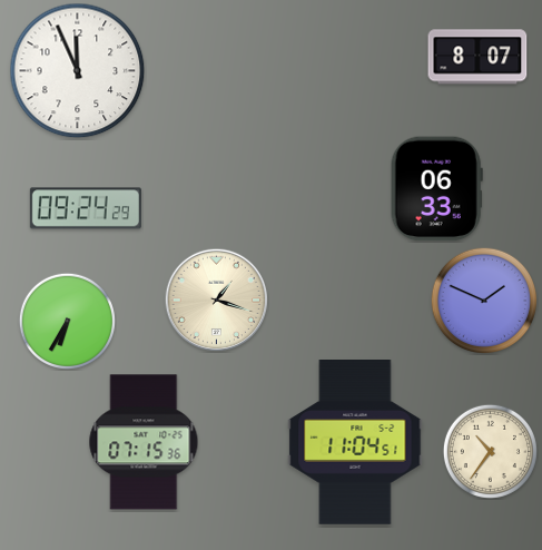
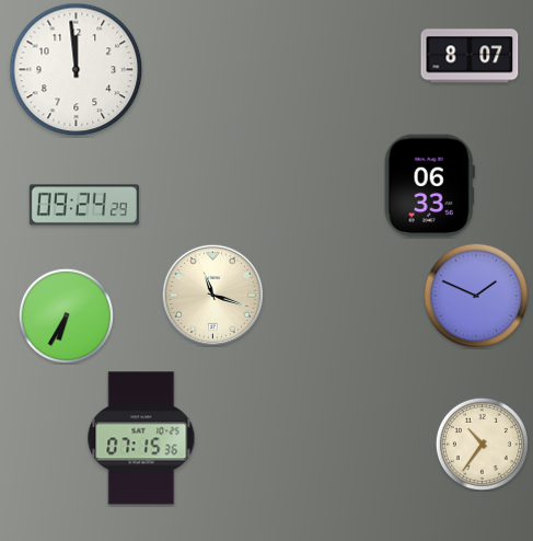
clock at (78, 71): 11:56 -> 11:59
clock at (216, 299): 1:18 -> 11:18
clock at (144, 442) position: (144, 442) -> (141, 438)
clock at (355, 443): 11:04 -> none
